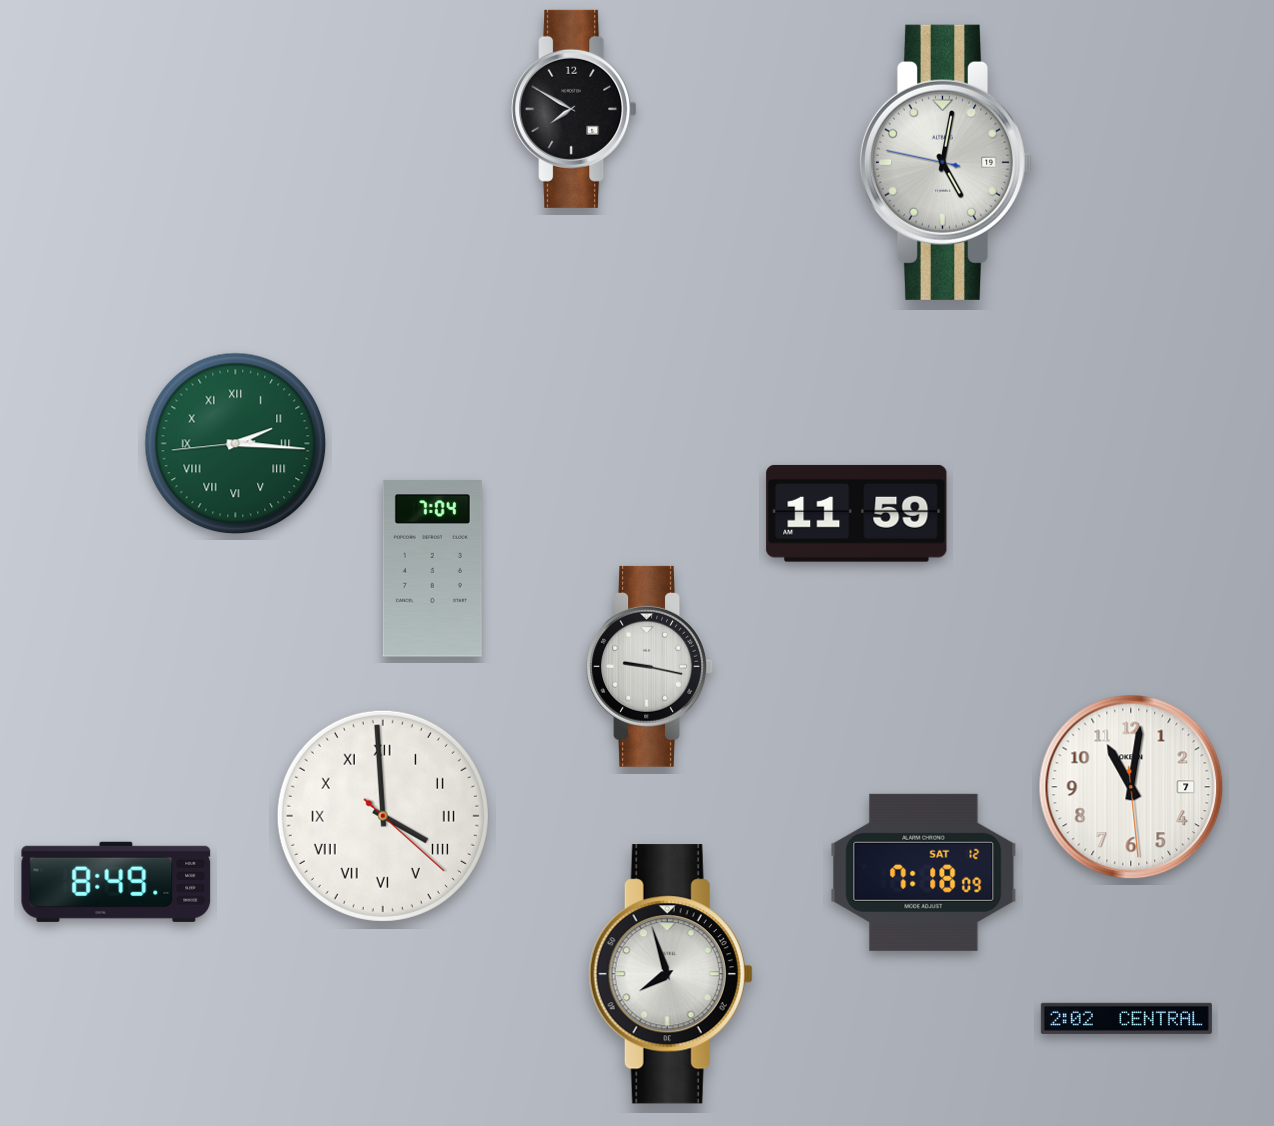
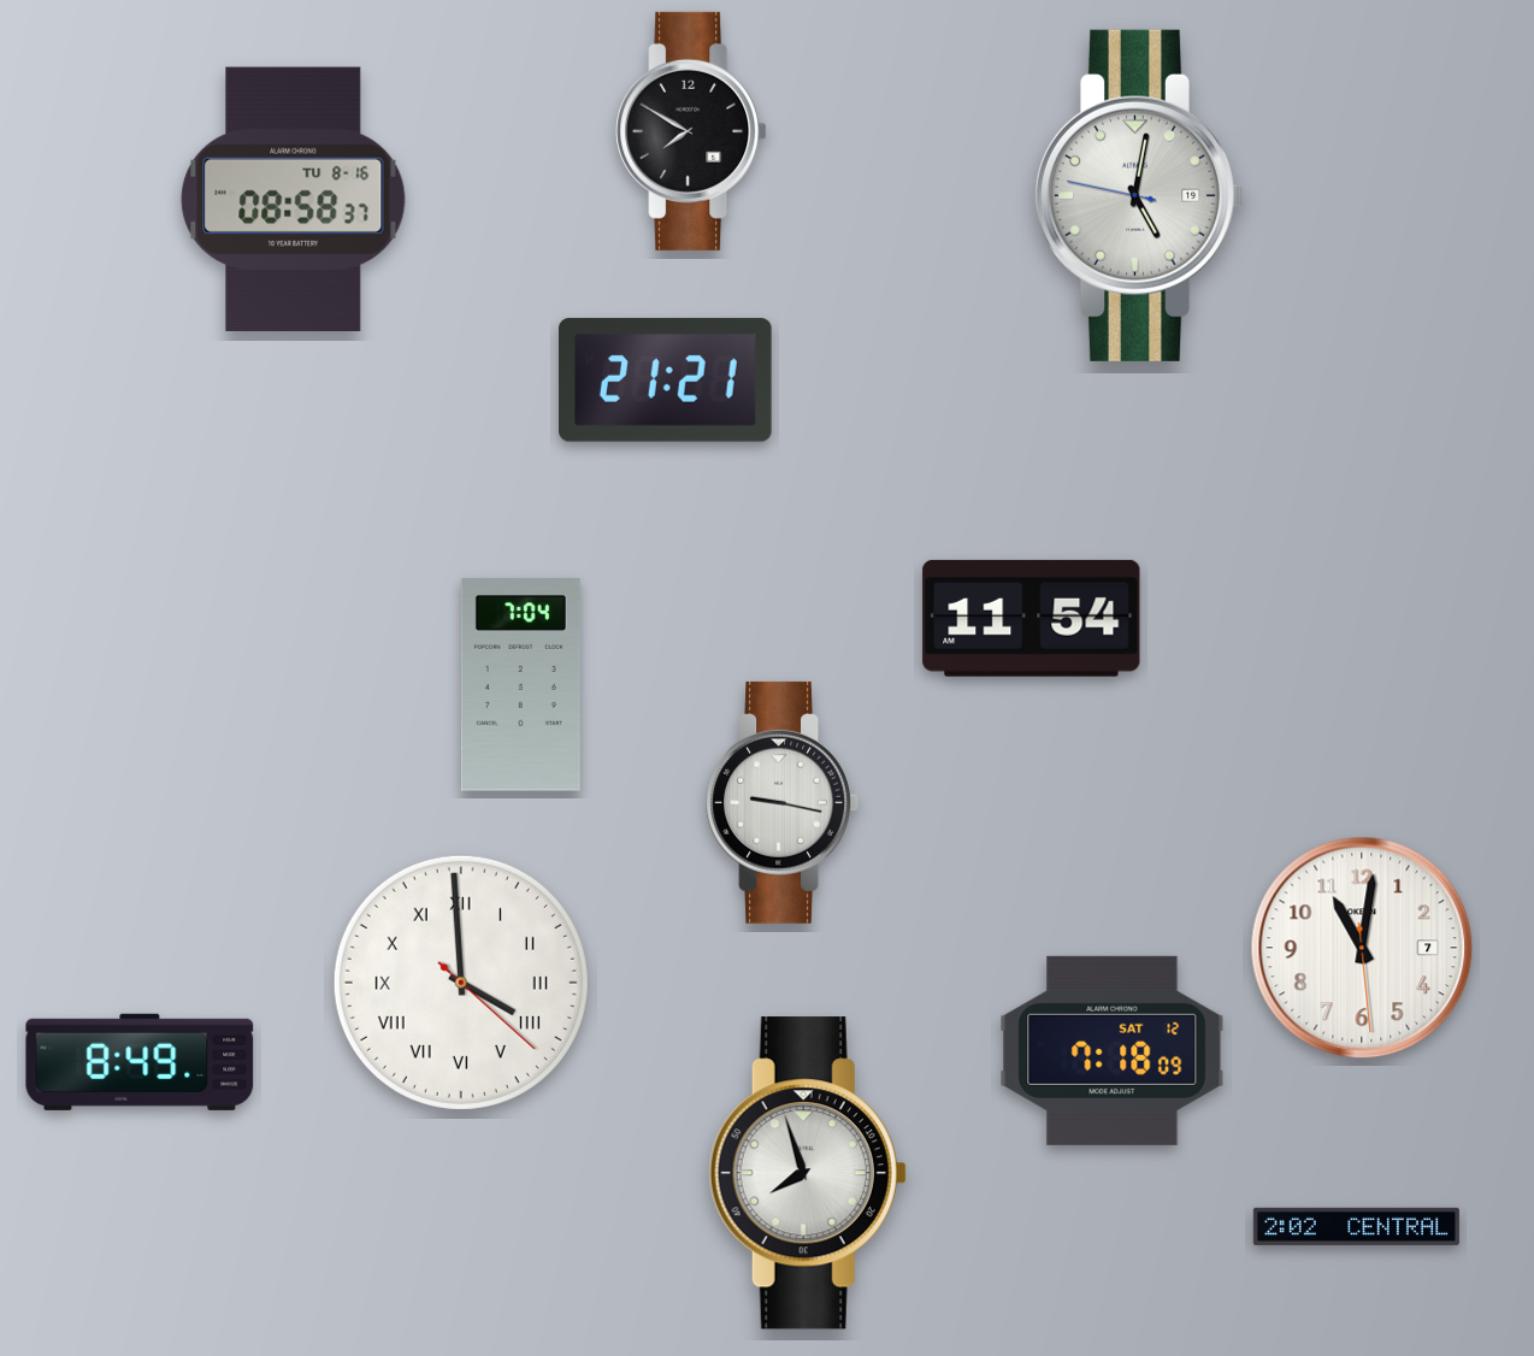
clock at (294, 199): none -> 08:58
clock at (666, 381): none -> 21:21
clock at (236, 444): 2:15 -> none
clock at (857, 513): 11:59 -> 11:54
